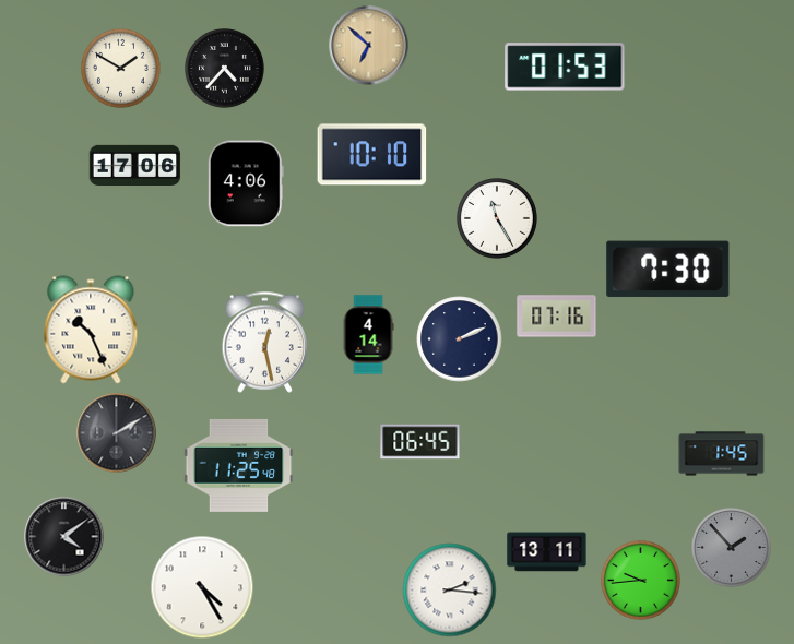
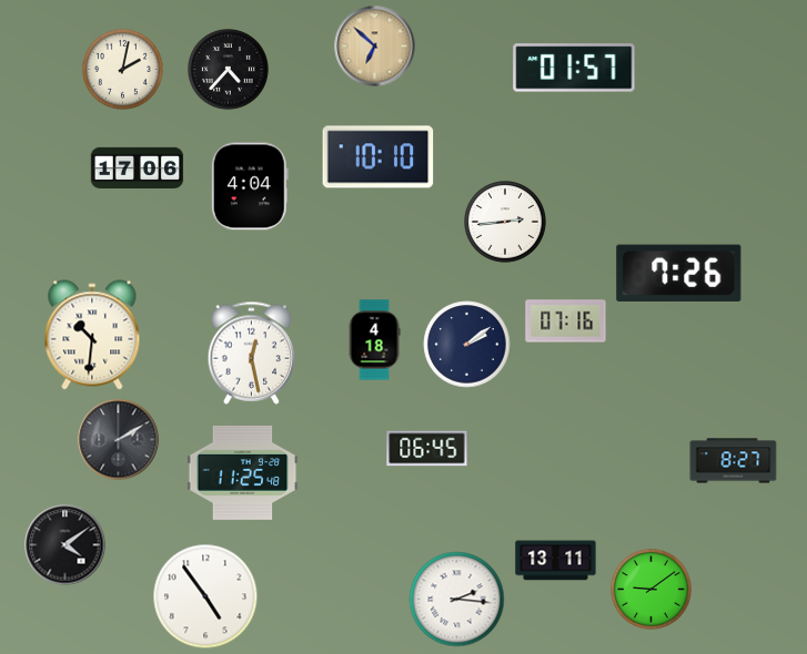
clock at (565, 67): 01:53 -> 01:57
clock at (121, 69): 1:50 -> 2:02
clock at (246, 183): 4:06 -> 4:04
clock at (498, 219): 11:25 -> 2:44
clock at (668, 269): 7:30 -> 7:26
clock at (91, 330): 10:26 -> 10:31
clock at (368, 335): 4:14 -> 4:18
clock at (460, 339): 2:11 -> 2:09
clock at (265, 342) position: (265, 342) -> (252, 352)
clock at (722, 454): 1:45 -> 8:27
clock at (732, 548): 1:53 -> none
clock at (641, 581): 9:44 -> 9:09
clock at (202, 587): 4:25 -> 4:54
